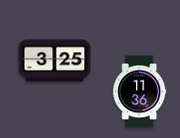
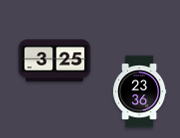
clock at (140, 92): 11:36 -> 23:36
